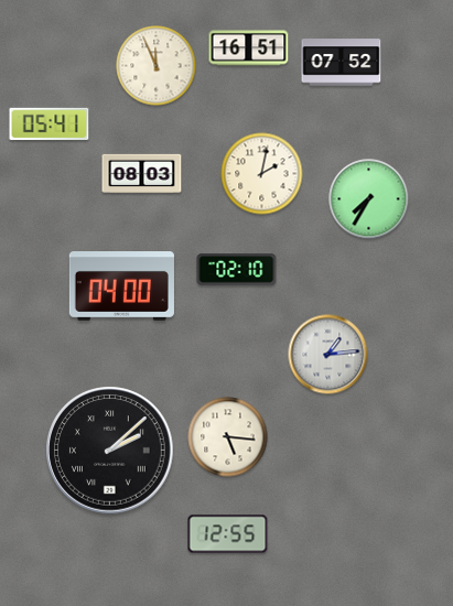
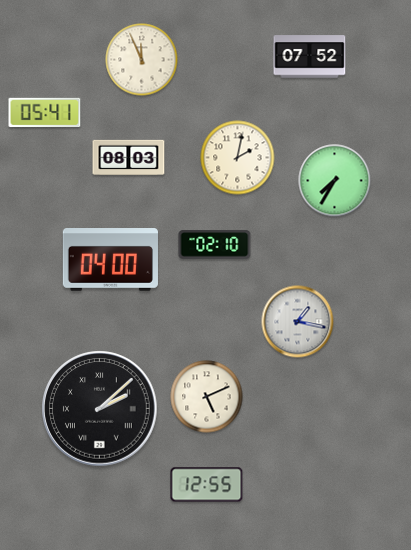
clock at (249, 48): 16:51 -> none
clock at (328, 355): 1:14 -> 1:17
clock at (228, 437): 5:16 -> 5:11
